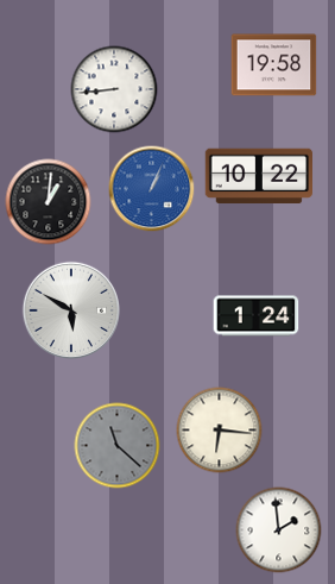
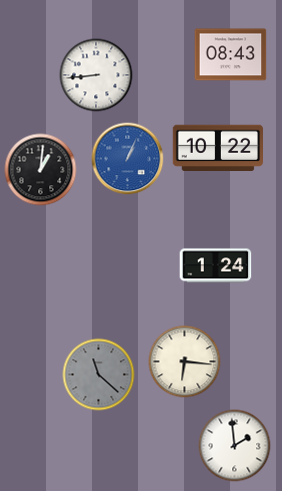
clock at (274, 65): 19:58 -> 08:43
clock at (70, 309): 5:50 -> none
